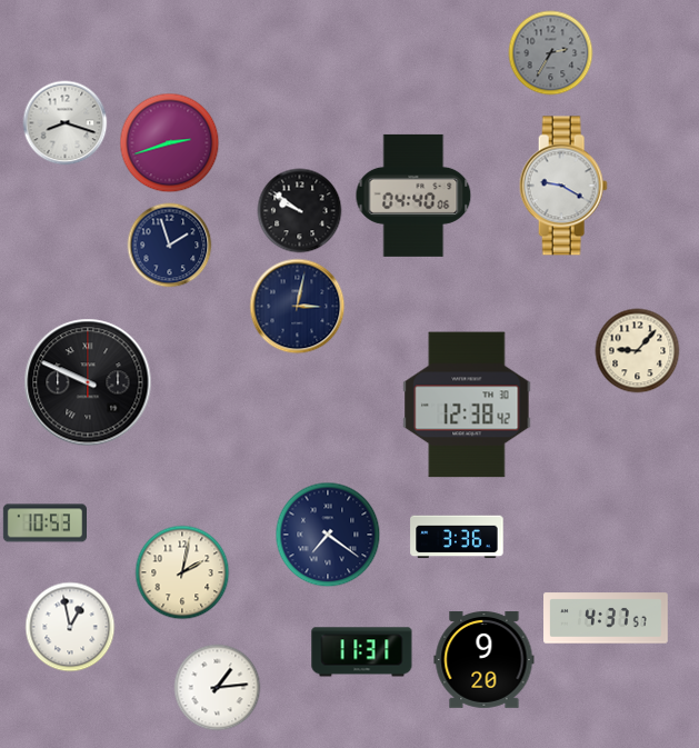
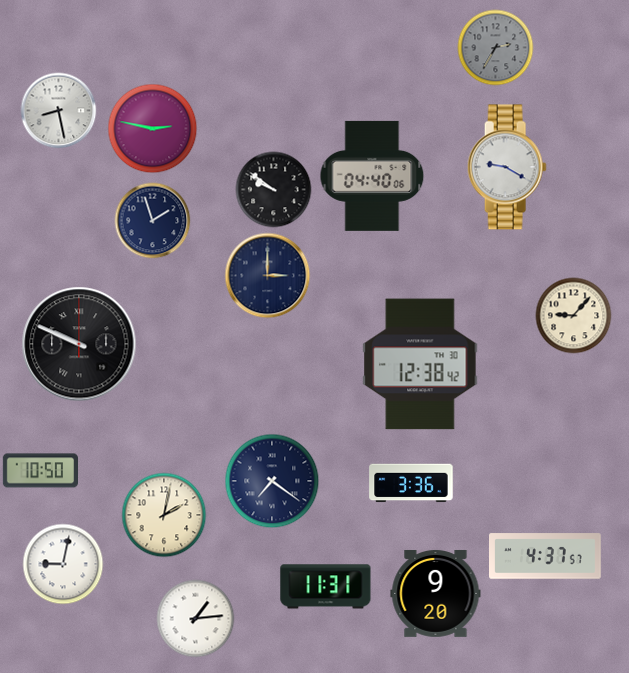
clock at (66, 123): 8:18 -> 8:28
clock at (170, 143): 2:42 -> 2:47
clock at (300, 211) position: (300, 211) -> (274, 190)
clock at (298, 307): 3:02 -> 3:00
clock at (44, 523): 10:53 -> 10:50
clock at (328, 535) position: (328, 535) -> (272, 481)
clock at (70, 627): 12:58 -> 9:02
